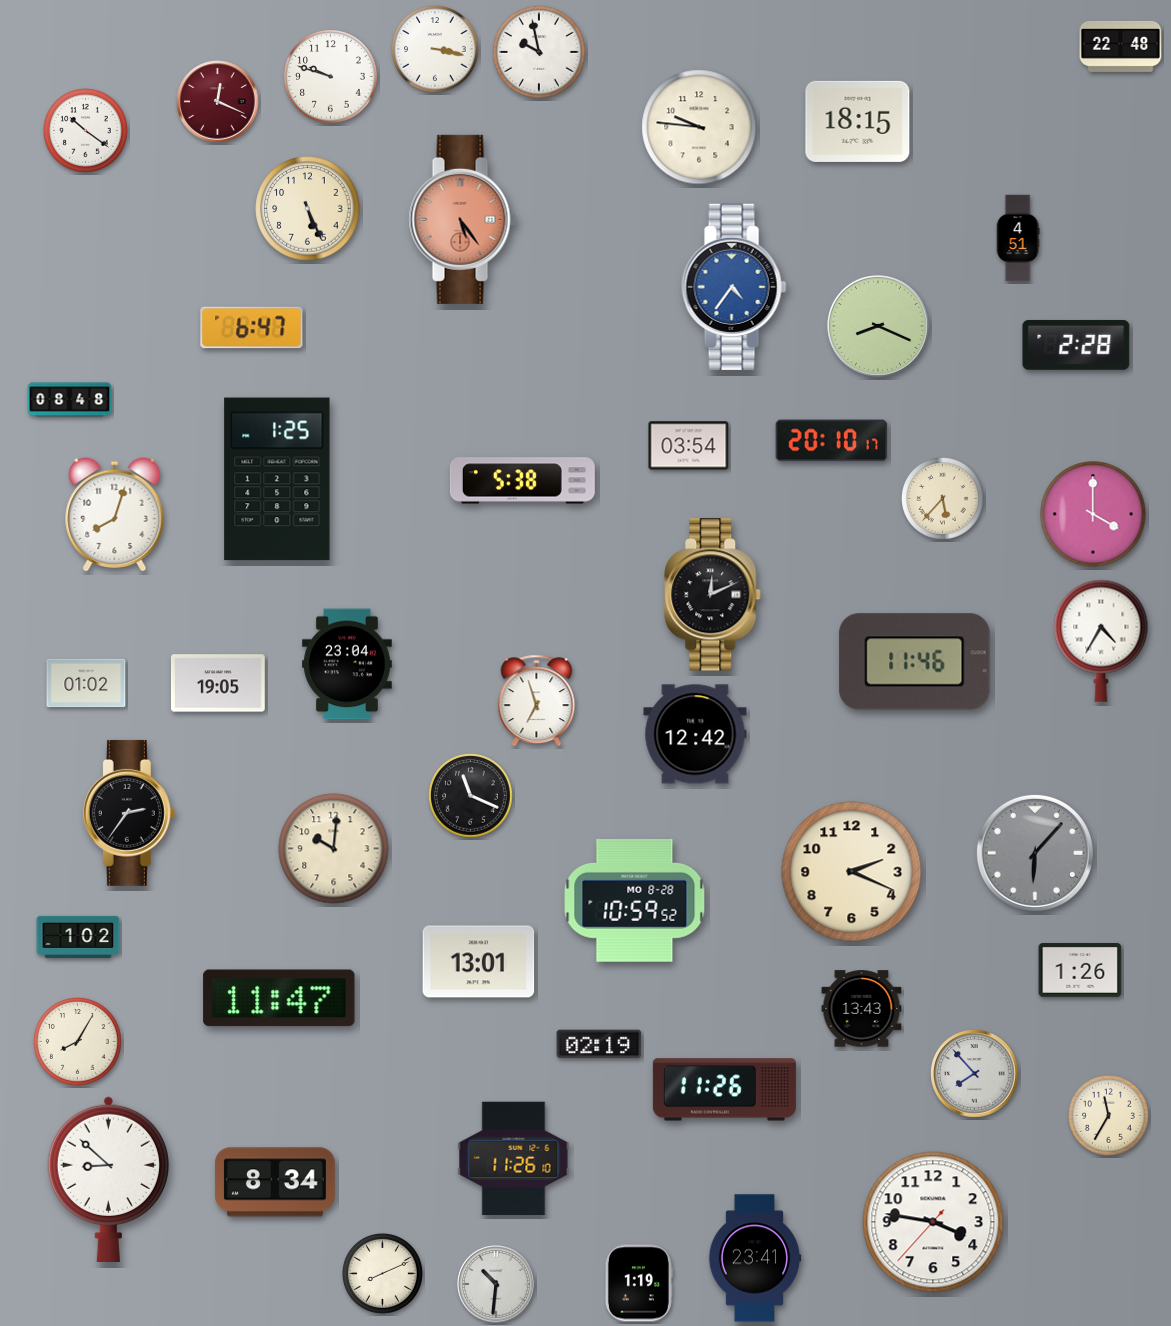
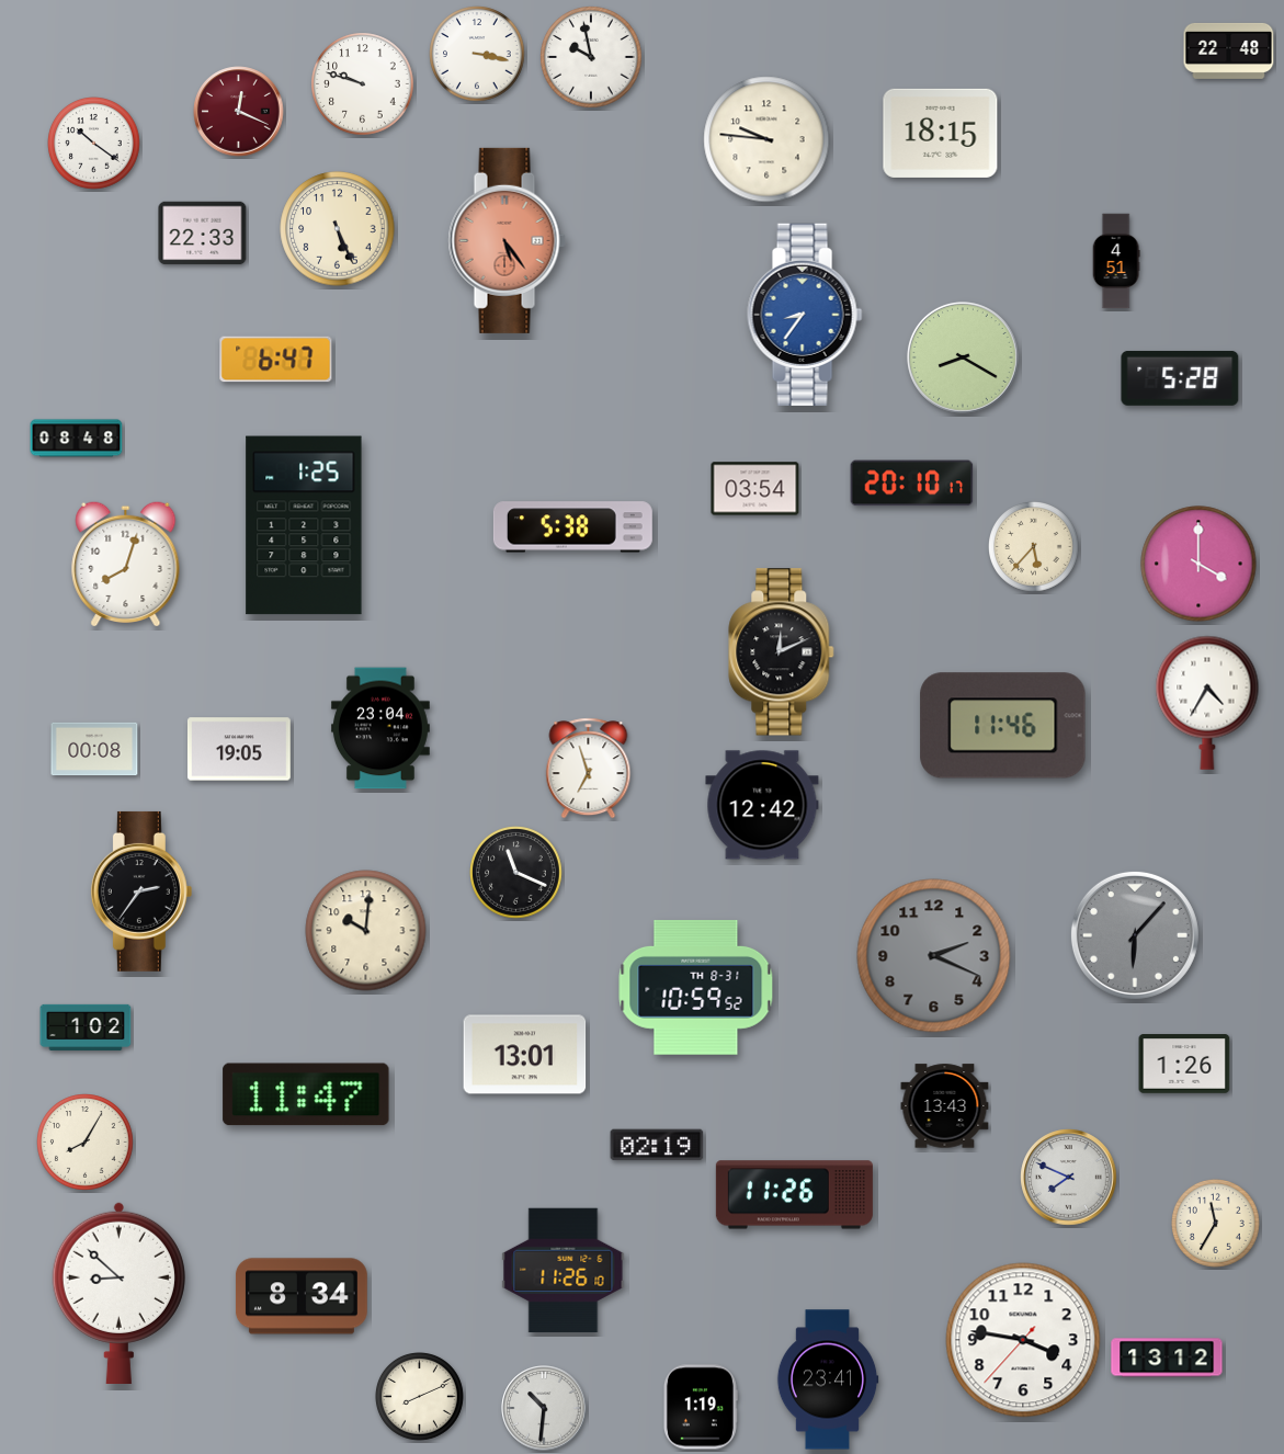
clock at (203, 234): none -> 22:33
clock at (734, 287): 4:36 -> 8:36
clock at (878, 326): 8:19 -> 8:20
clock at (1076, 345): 2:28 -> 5:28
clock at (86, 683): 01:02 -> 00:08
clock at (852, 872) dial: cream -> grey
clock at (635, 901) date: MO 8-28 -> TH 8-31
clock at (975, 1074): 7:53 -> 7:49
clock at (1167, 1358): none -> 13:12
